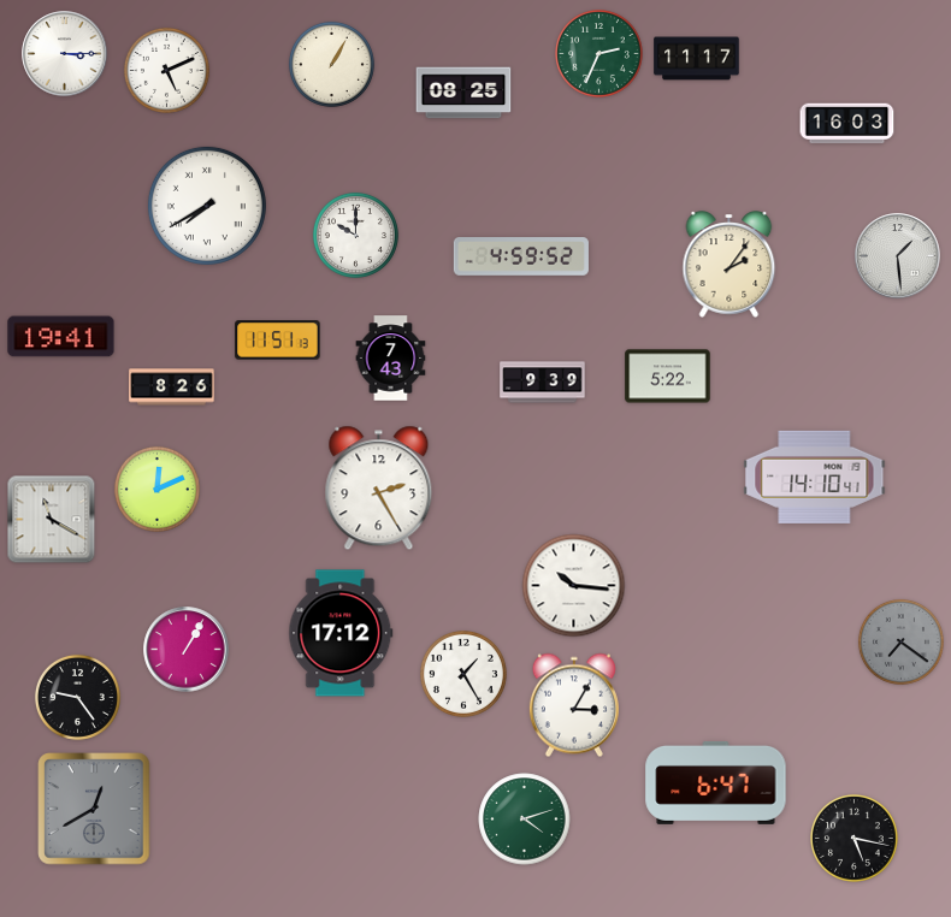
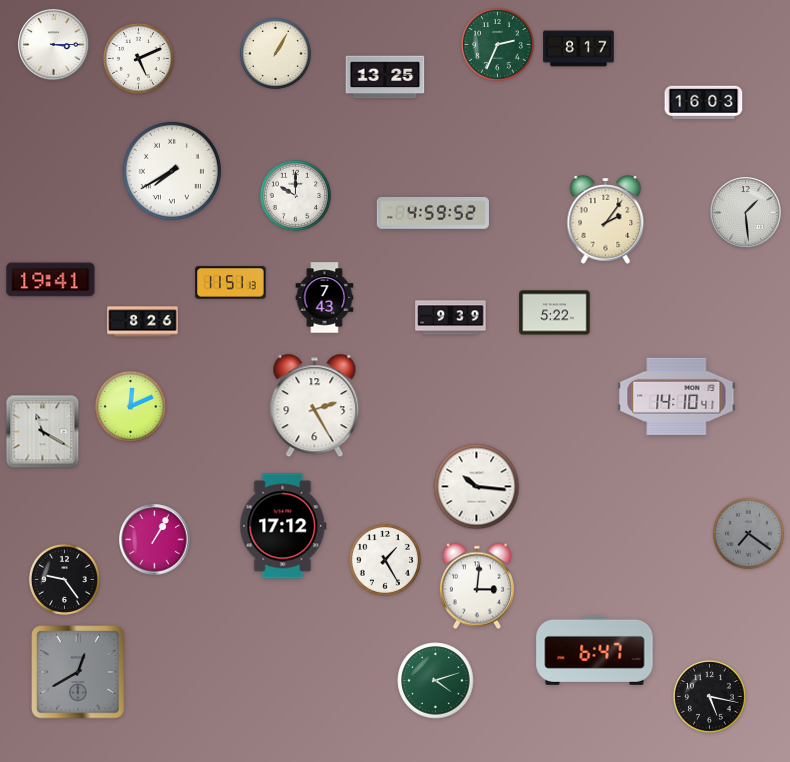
clock at (697, 59): 11:17 -> 8:17
clock at (463, 93): 08:25 -> 13:25
clock at (574, 705): 3:05 -> 3:01
